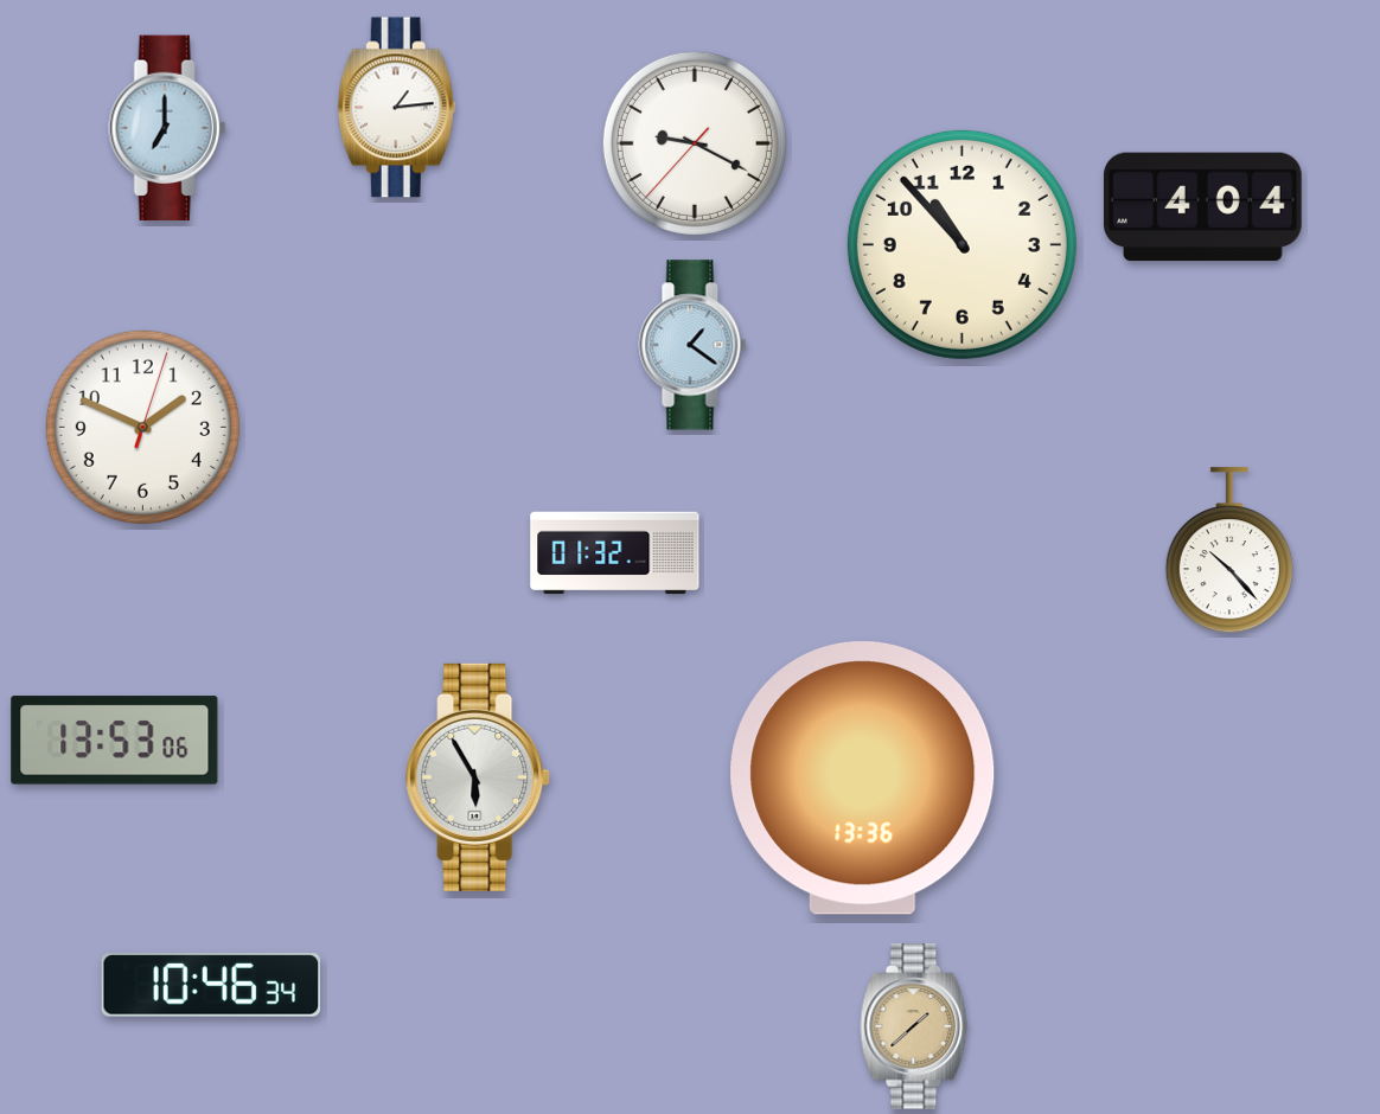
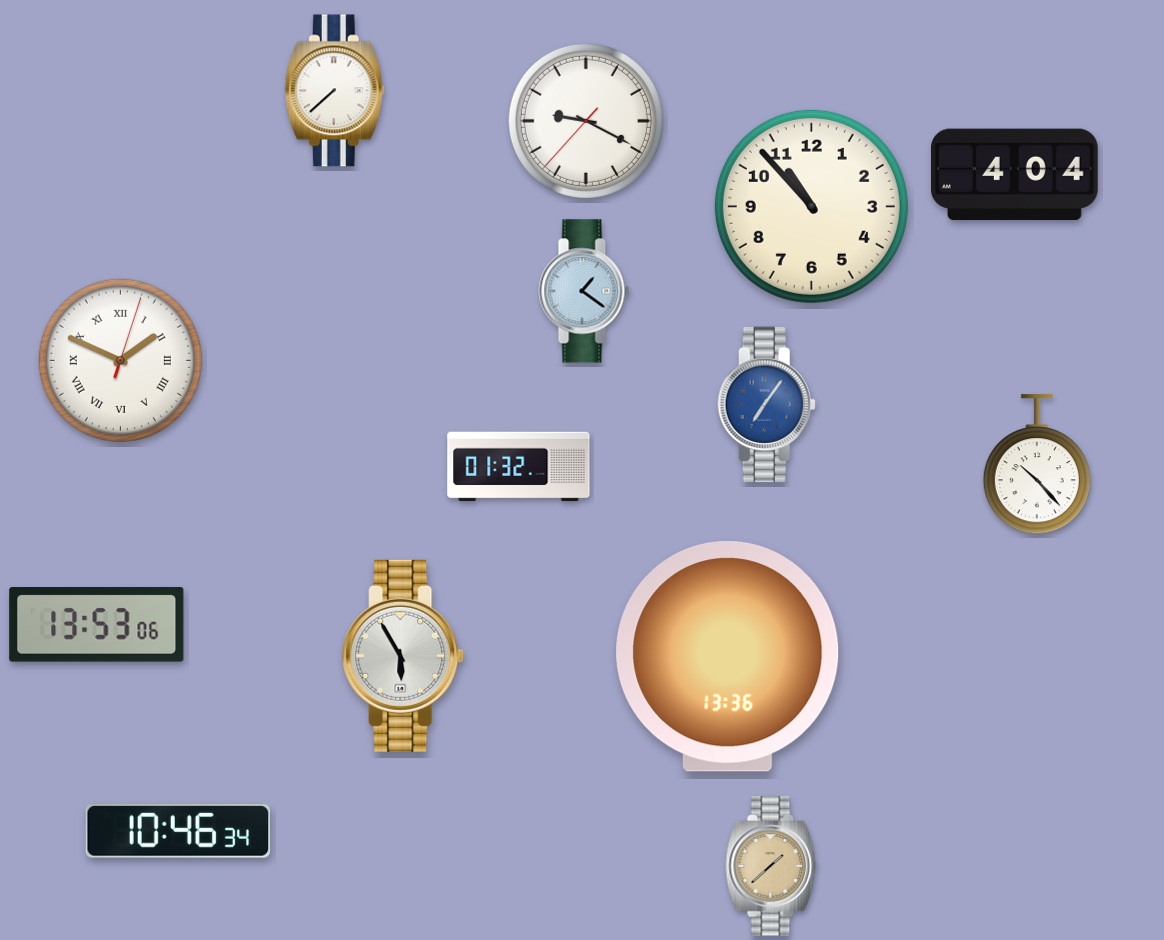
clock at (396, 108): 1:14 -> 7:38
clock at (167, 128): 7:00 -> none
clock at (142, 427) numerals: Arabic -> Roman
clock at (766, 405): none -> 7:06
